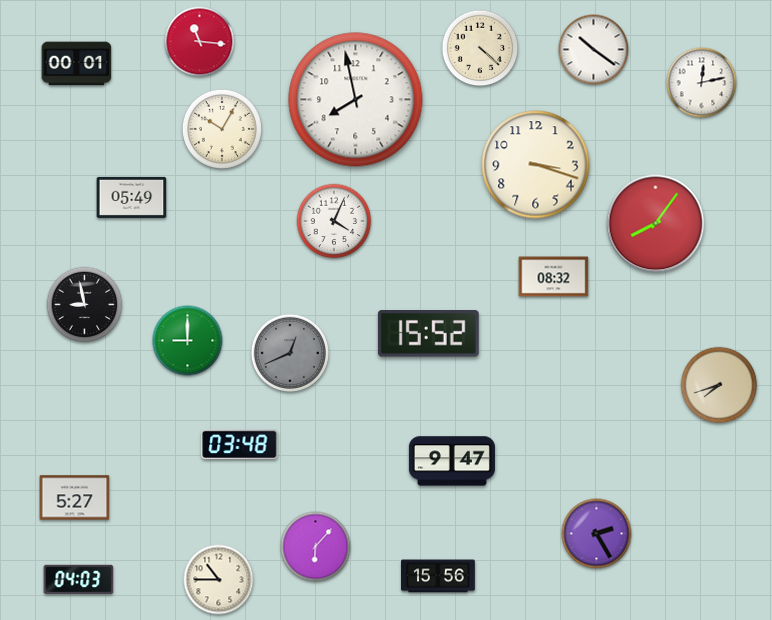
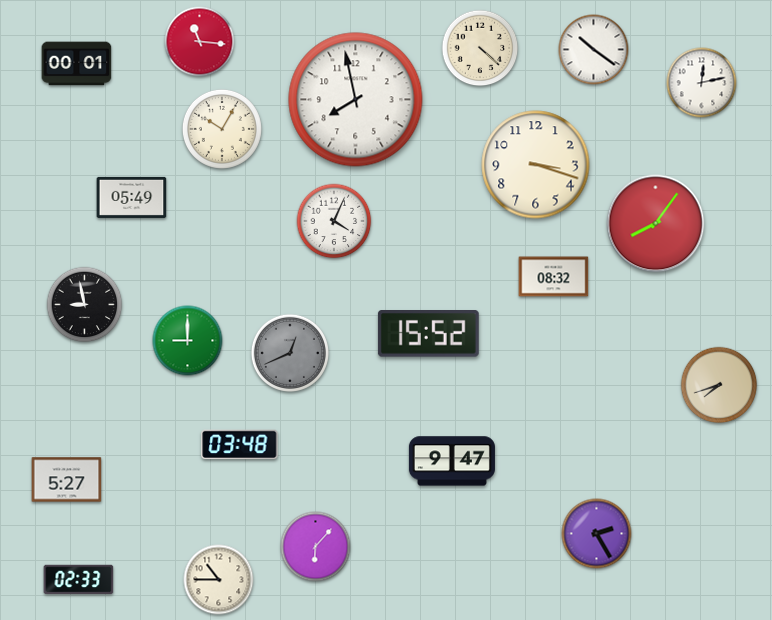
clock at (75, 498) position: (75, 498) -> (67, 480)
clock at (439, 576): 15:56 -> none
clock at (79, 580): 04:03 -> 02:33
